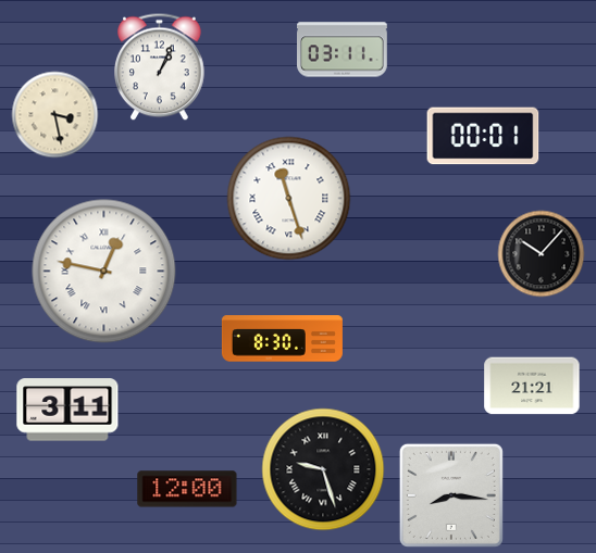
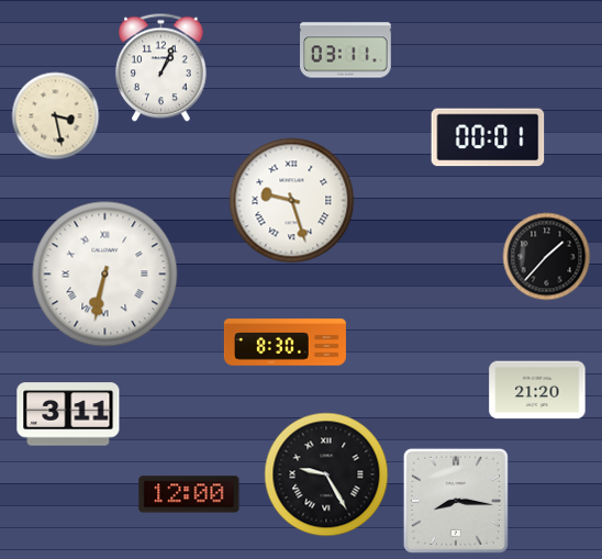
clock at (289, 199): 11:27 -> 9:27
clock at (542, 254): 10:07 -> 1:37
clock at (104, 272): 12:47 -> 6:32
clock at (532, 386): 21:21 -> 21:20
clock at (323, 469): 9:27 -> 9:25
